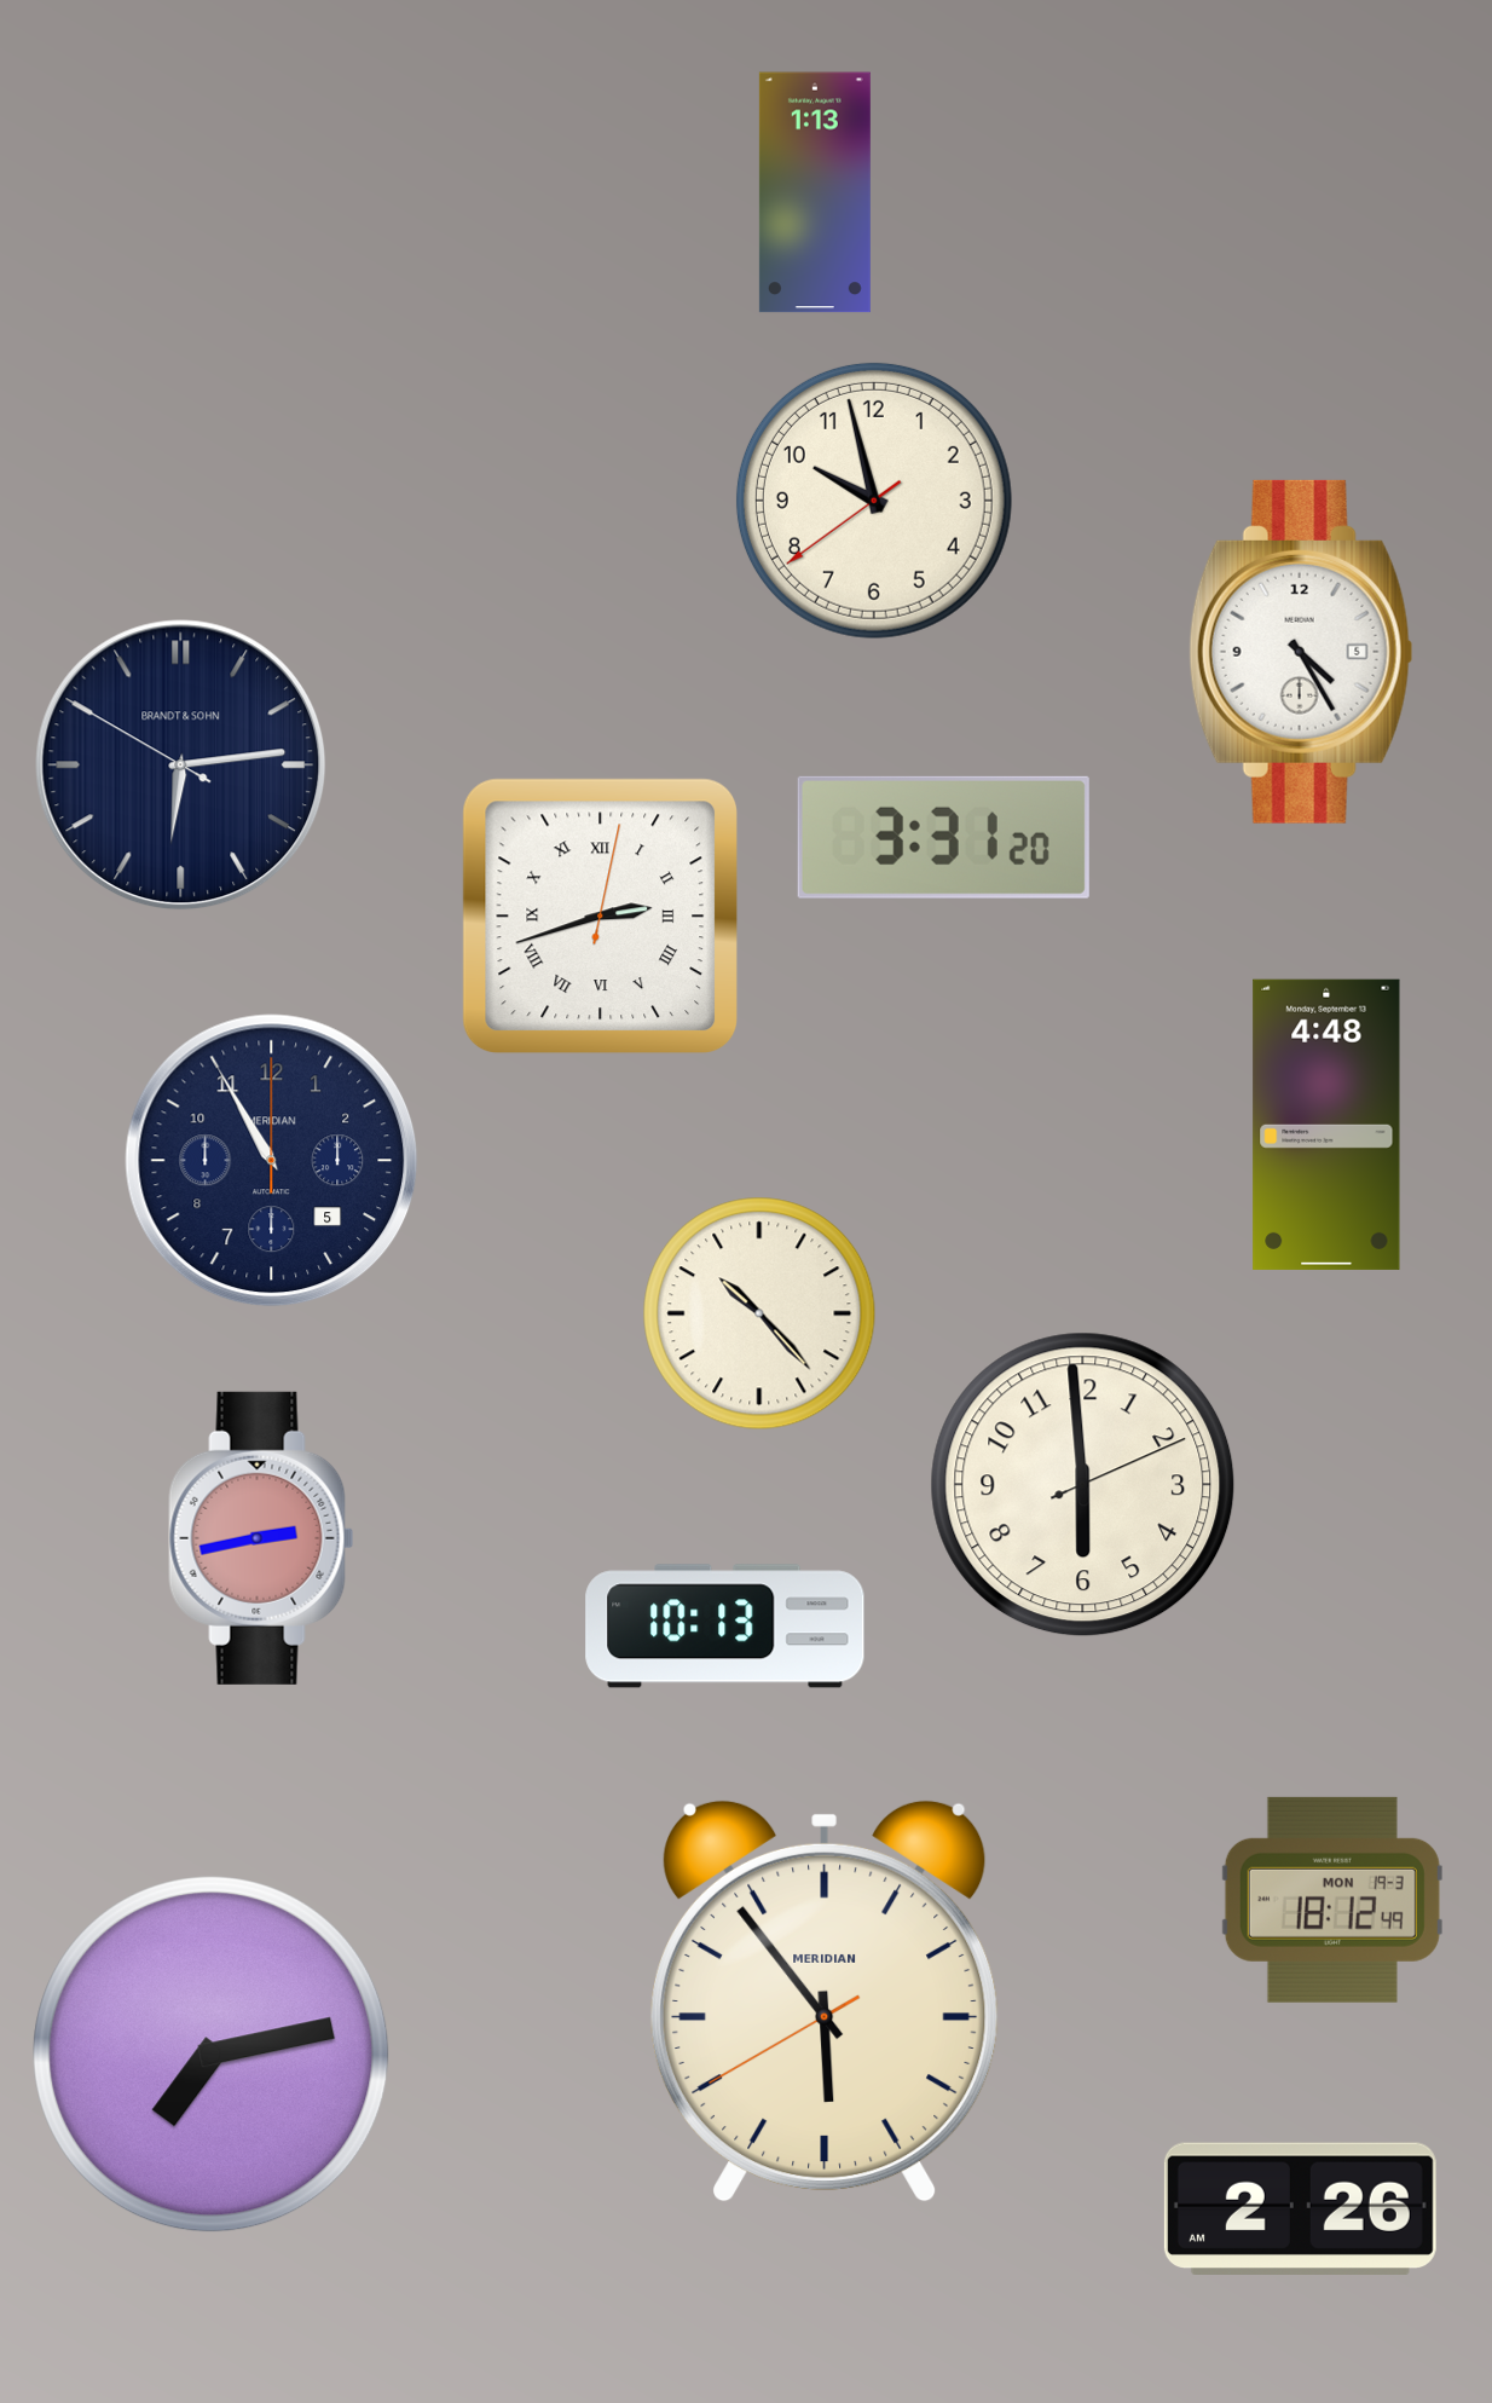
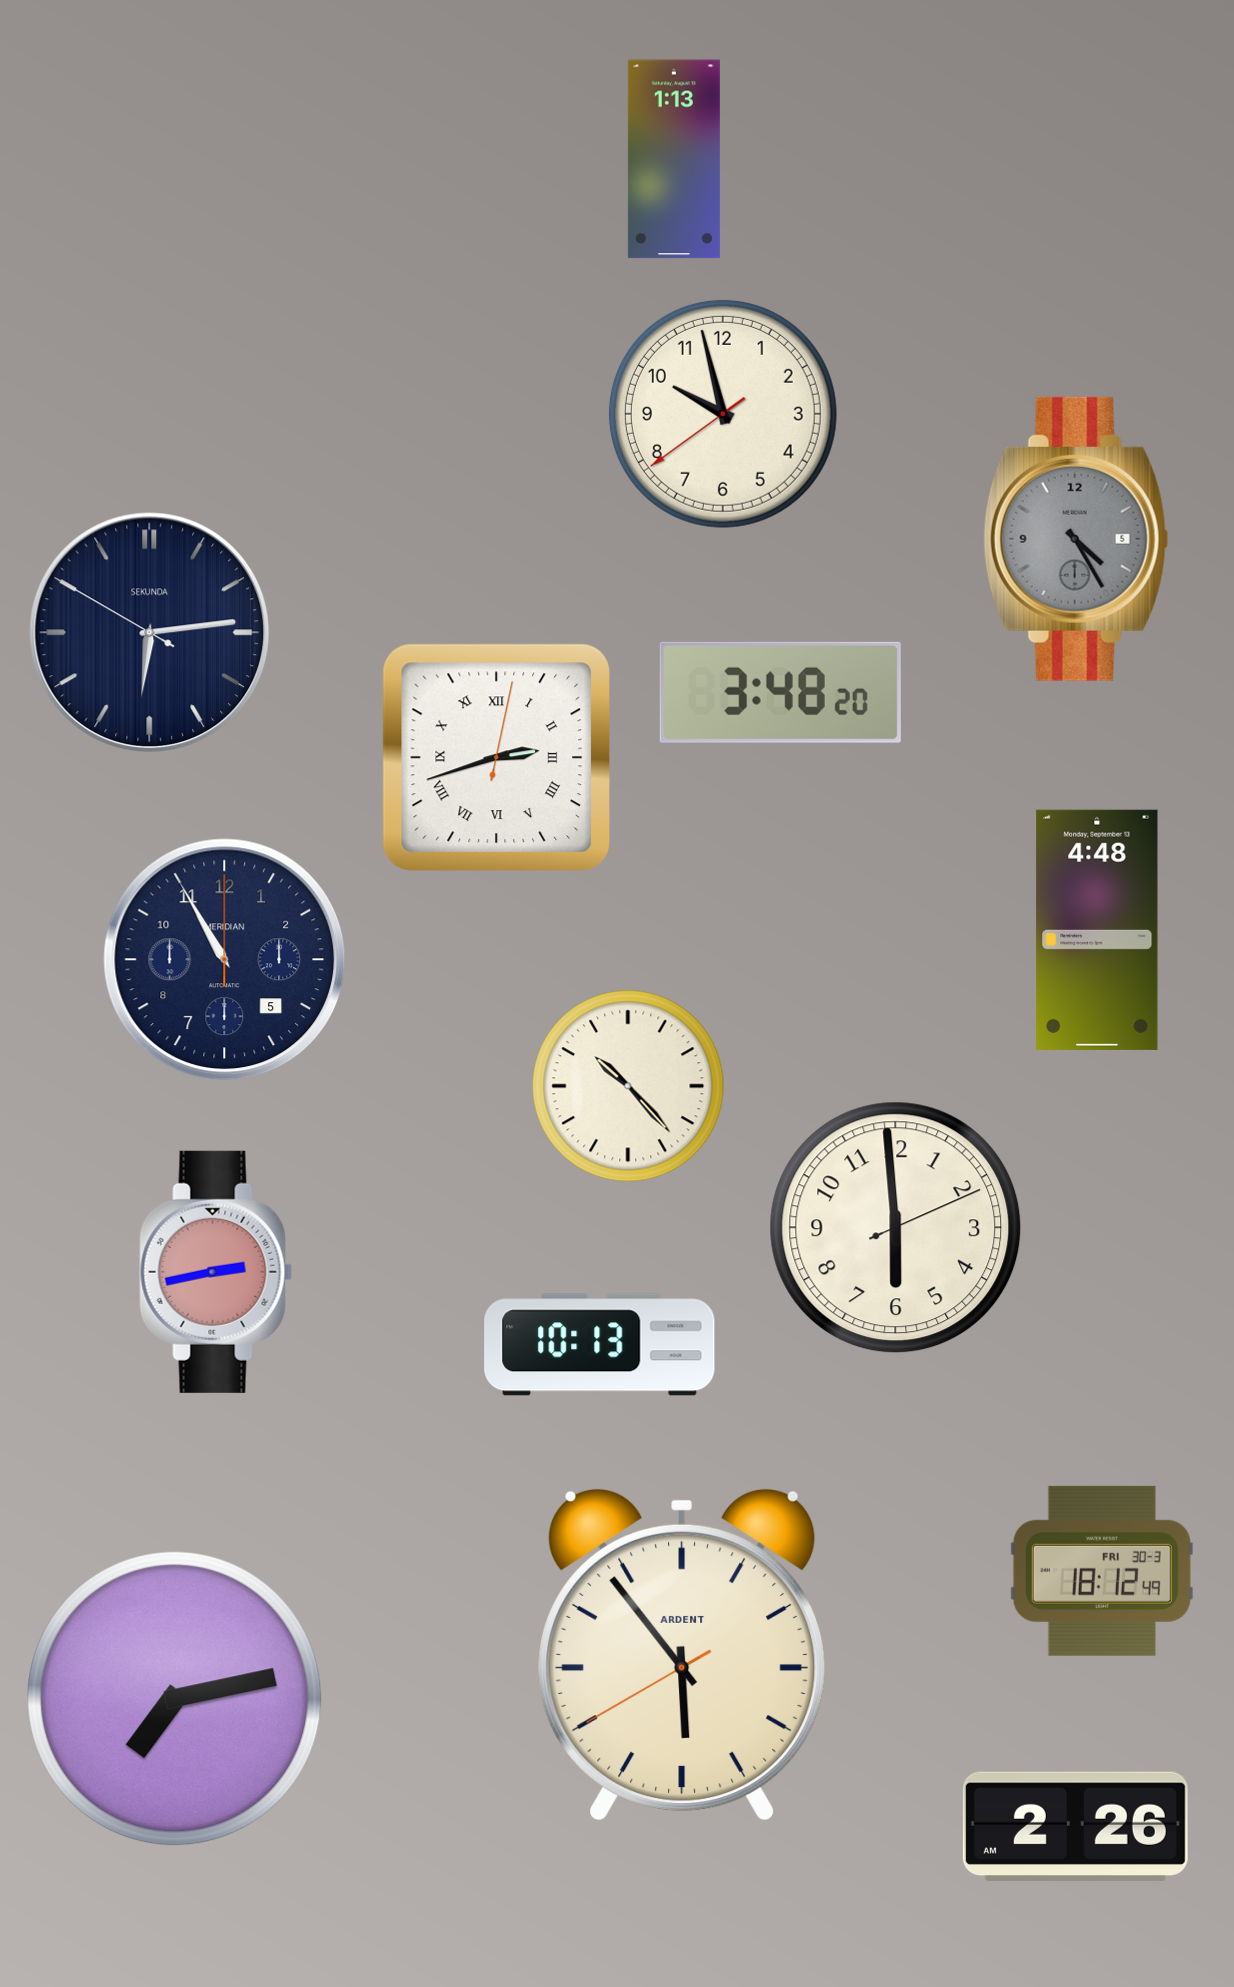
clock at (1301, 652) dial: white -> grey
clock at (181, 766) brand: BRANDT & SOHN -> SEKUNDA
clock at (943, 837): 3:31 -> 3:48
clock at (1332, 1900) date: MON 19-3 -> FRI 30-3
clock at (825, 2001) brand: MERIDIAN -> ARDENT
